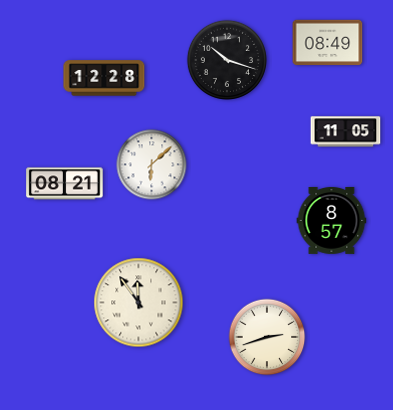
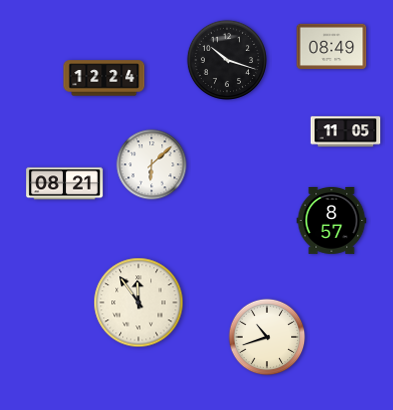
clock at (328, 43) position: (328, 43) -> (332, 47)
clock at (104, 78): 12:28 -> 12:24
clock at (267, 337): 2:42 -> 10:42
